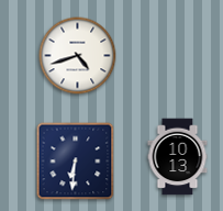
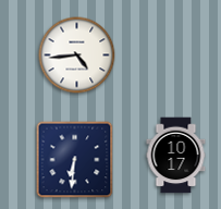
clock at (78, 56): 4:42 -> 4:44
clock at (178, 157): 10:13 -> 10:17
